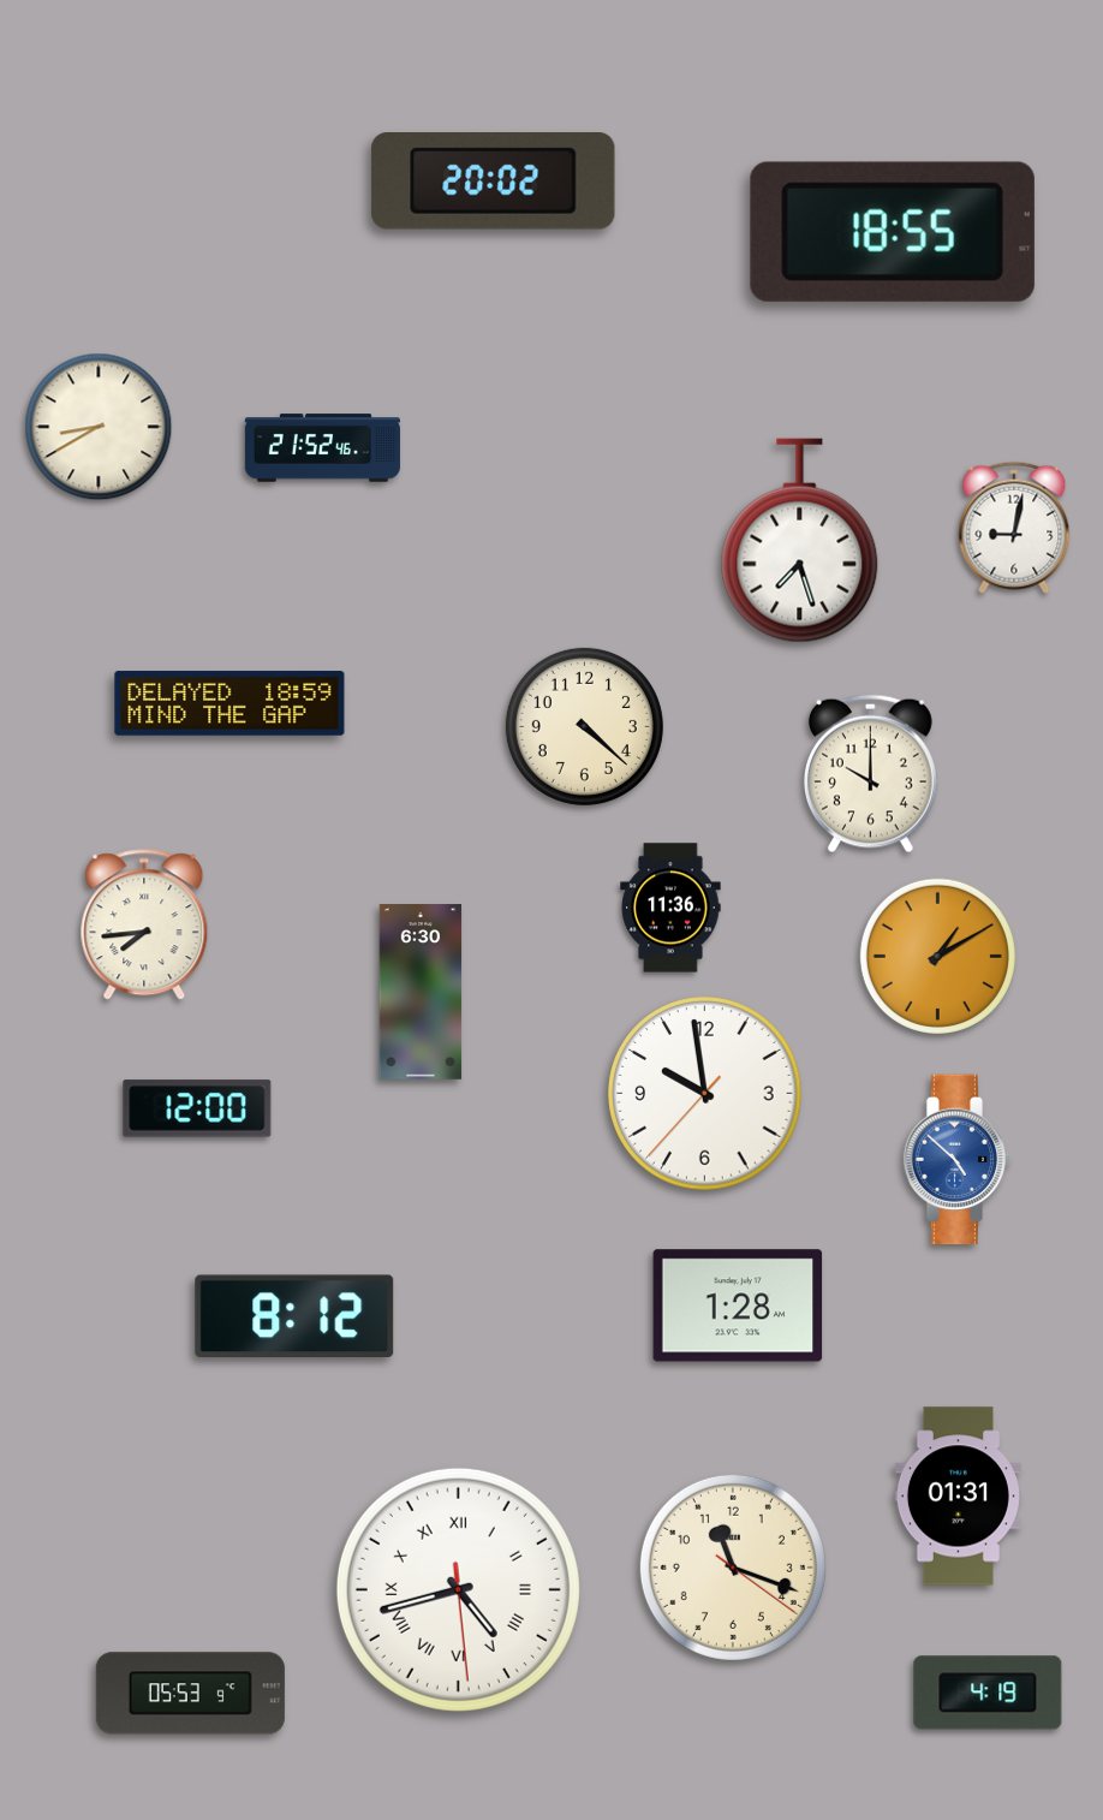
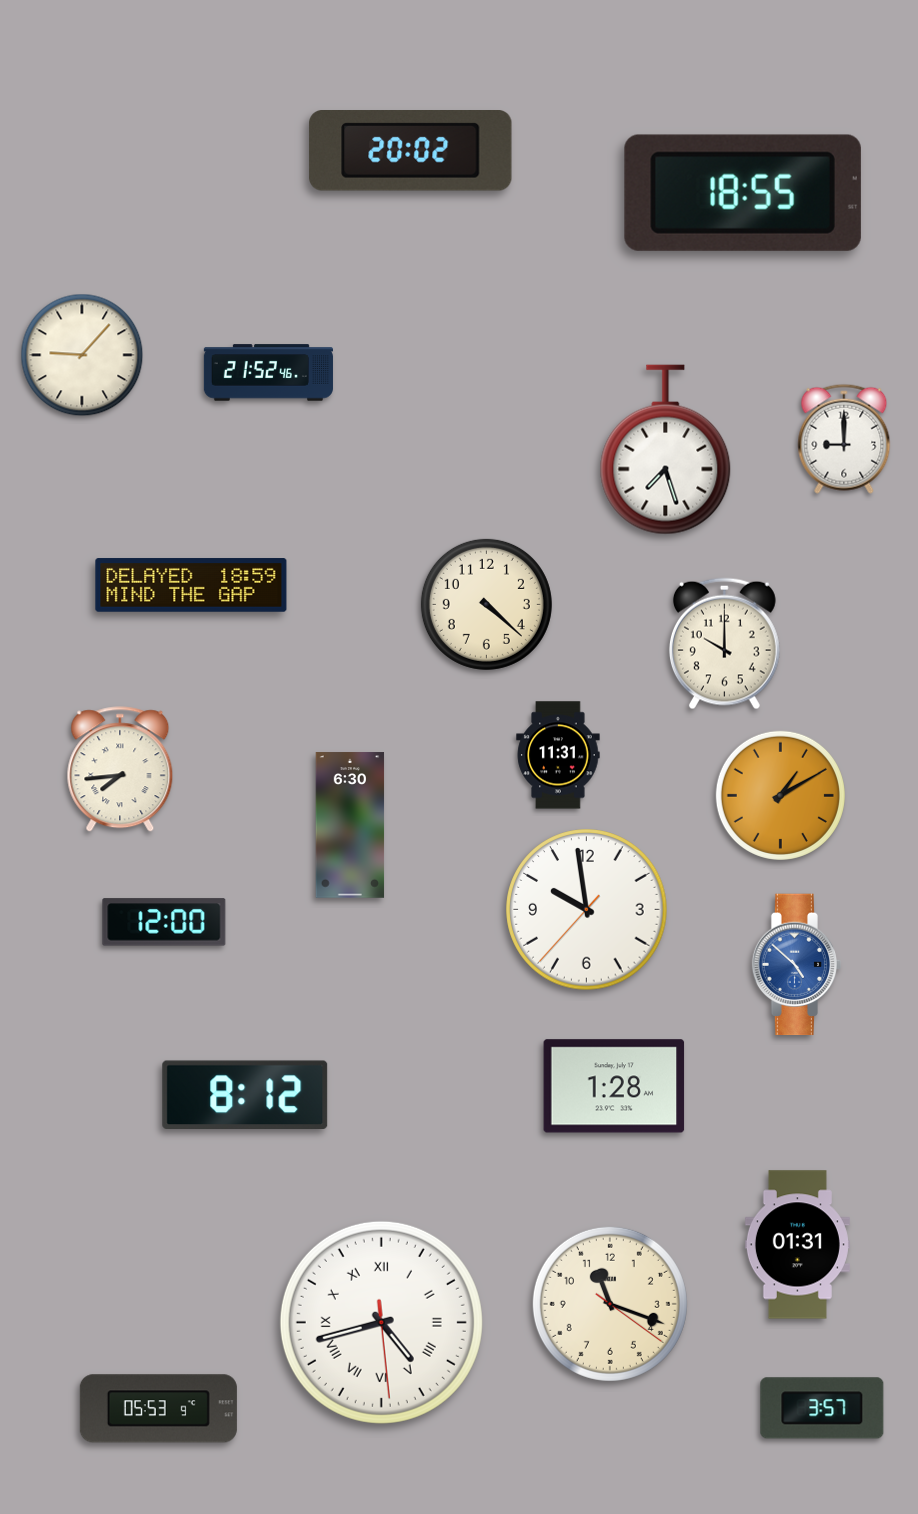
clock at (99, 427): 8:40 -> 9:07
clock at (1014, 528): 9:02 -> 9:00
clock at (670, 908): 11:36 -> 11:31
clock at (988, 1693): 4:19 -> 3:57
